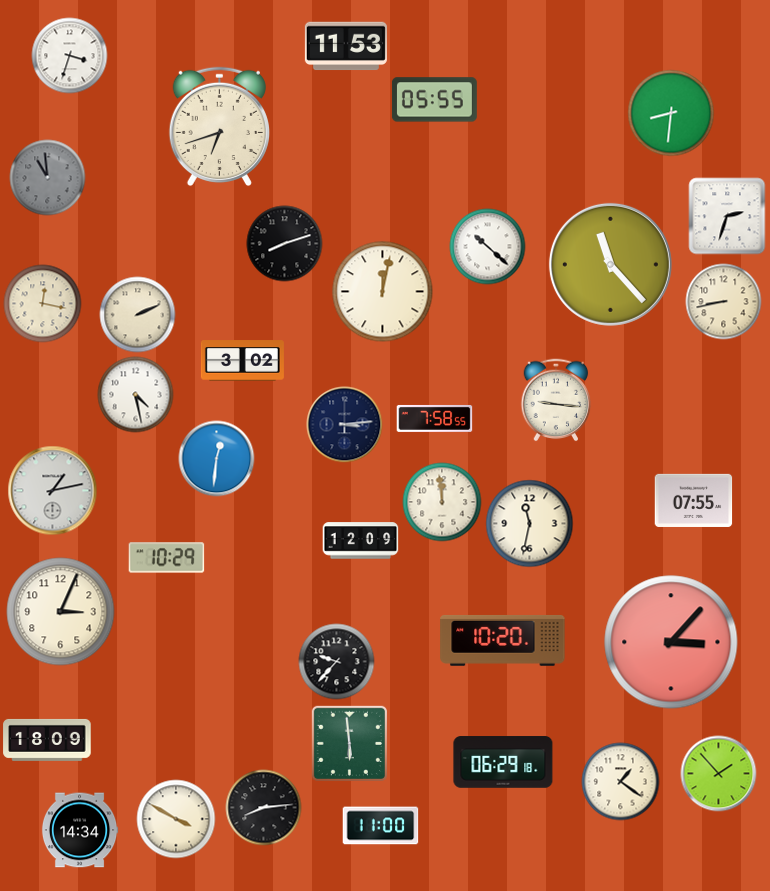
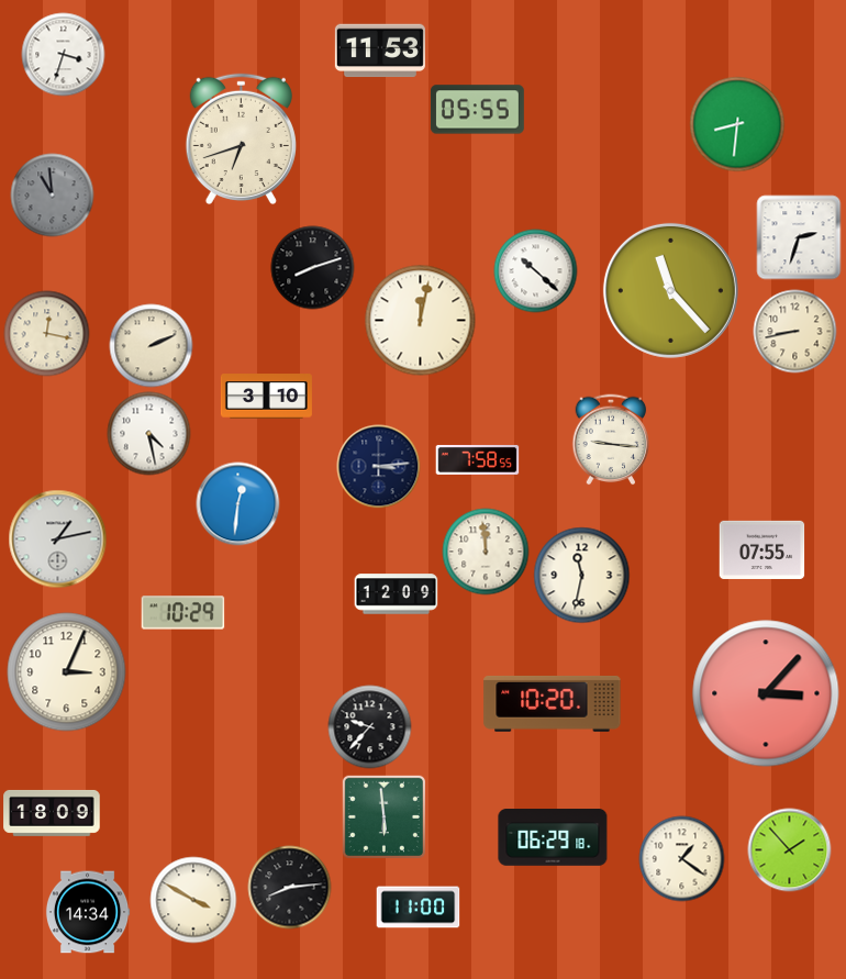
clock at (70, 56) position: (70, 56) -> (64, 55)
clock at (242, 361): 3:02 -> 3:10
clock at (671, 642) position: (671, 642) -> (766, 693)
